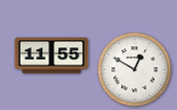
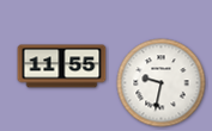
clock at (135, 70): 12:50 -> 9:32
